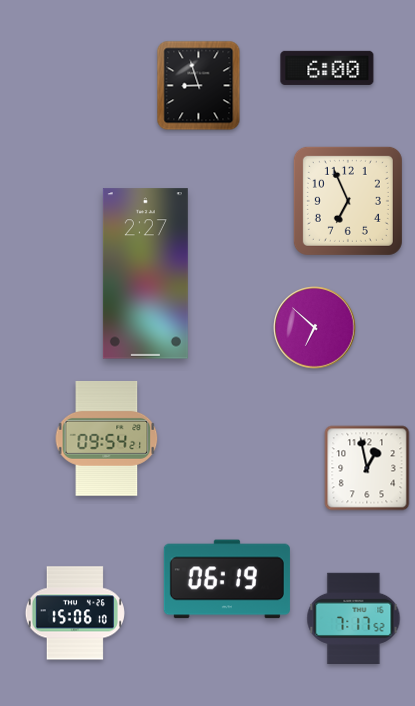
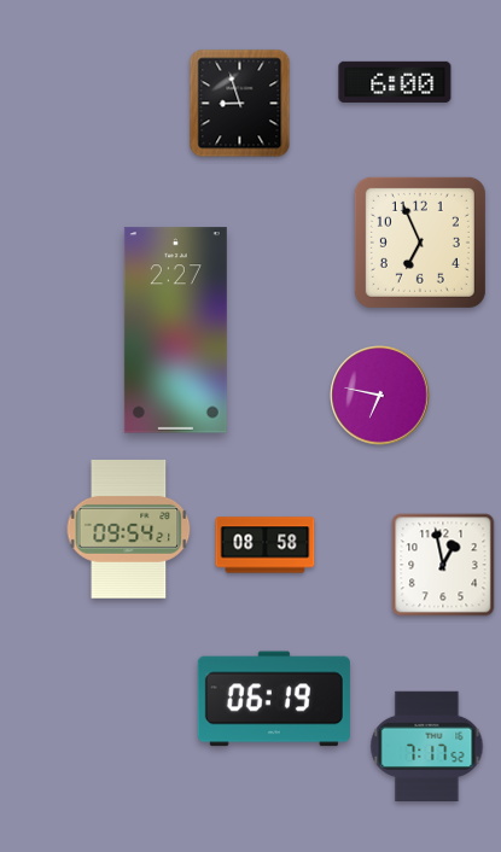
clock at (315, 328): 6:52 -> 6:47
clock at (266, 545): none -> 08:58
clock at (75, 613): 15:06 -> none
